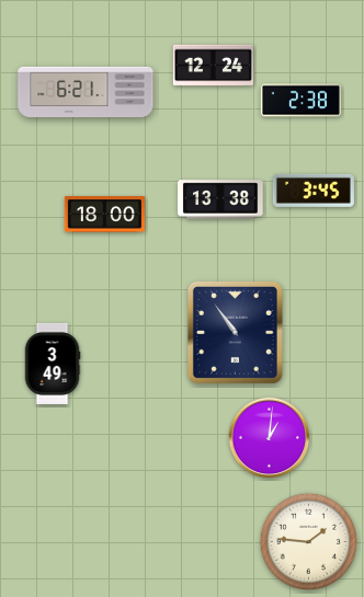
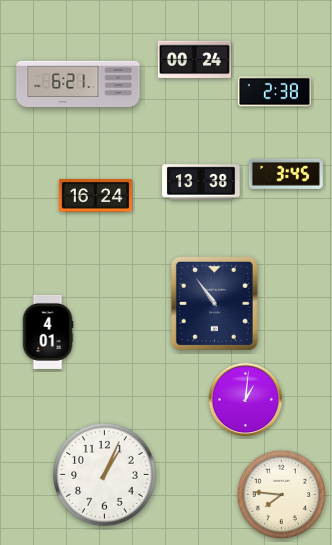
clock at (213, 66): 12:24 -> 00:24
clock at (104, 215): 18:00 -> 16:24
clock at (53, 364): 3:49 -> 4:01
clock at (105, 475): none -> 1:04
clock at (308, 541): 1:46 -> 7:46
